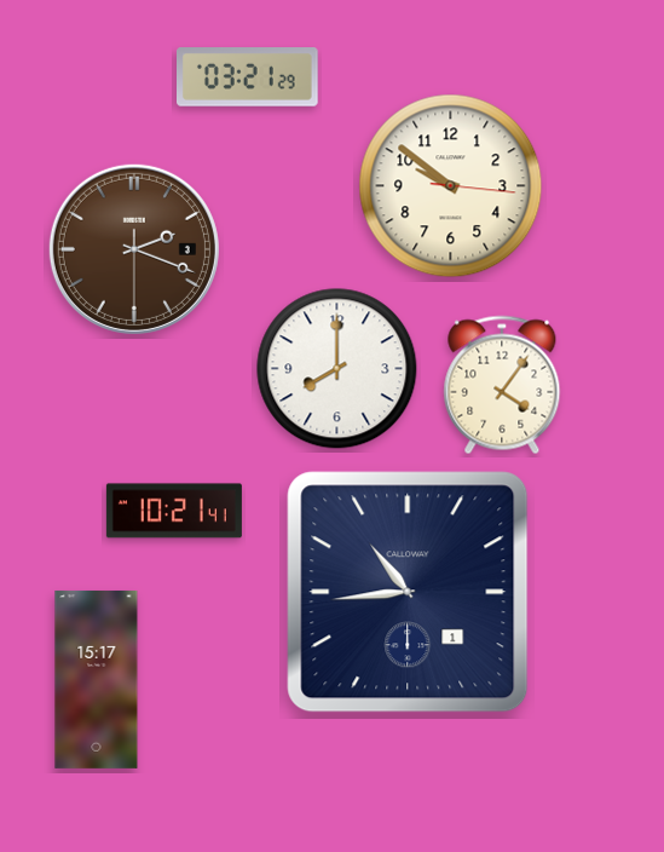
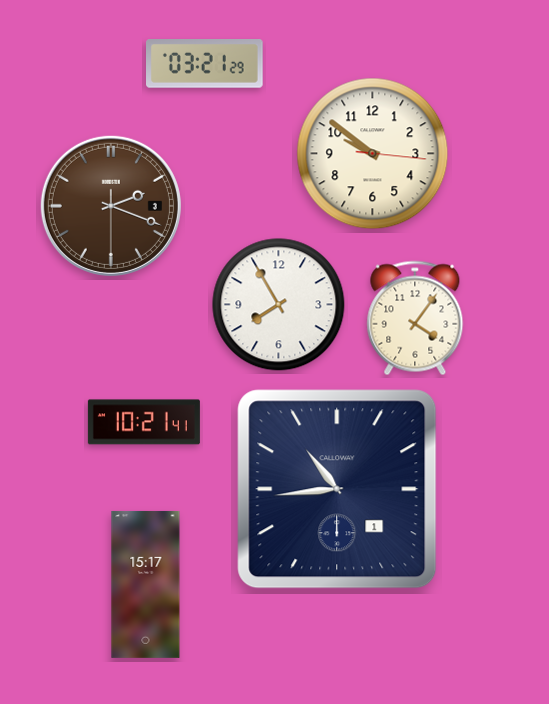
clock at (337, 369): 8:00 -> 7:55
clock at (97, 679) position: (97, 679) -> (146, 584)
